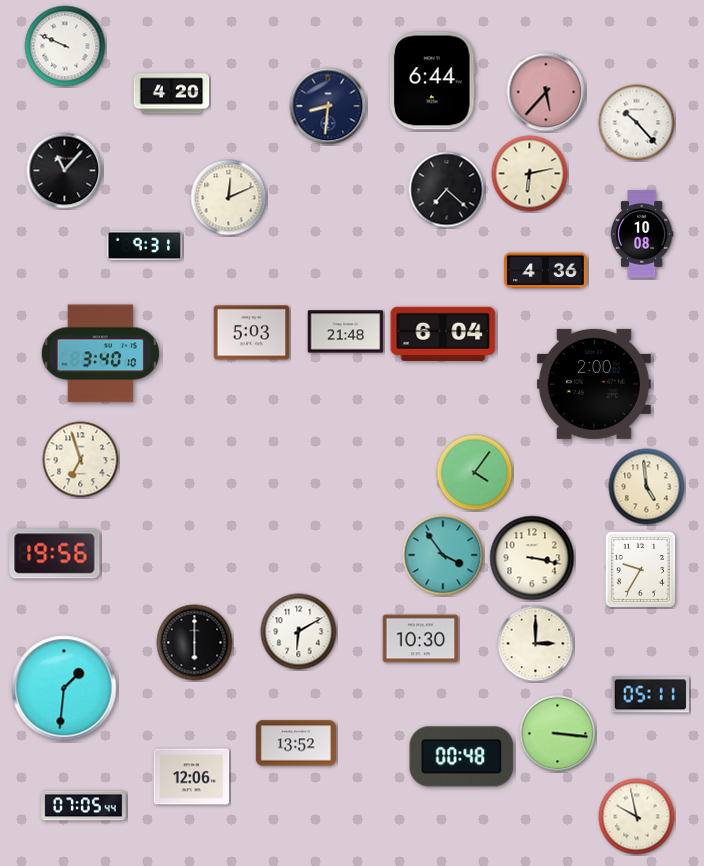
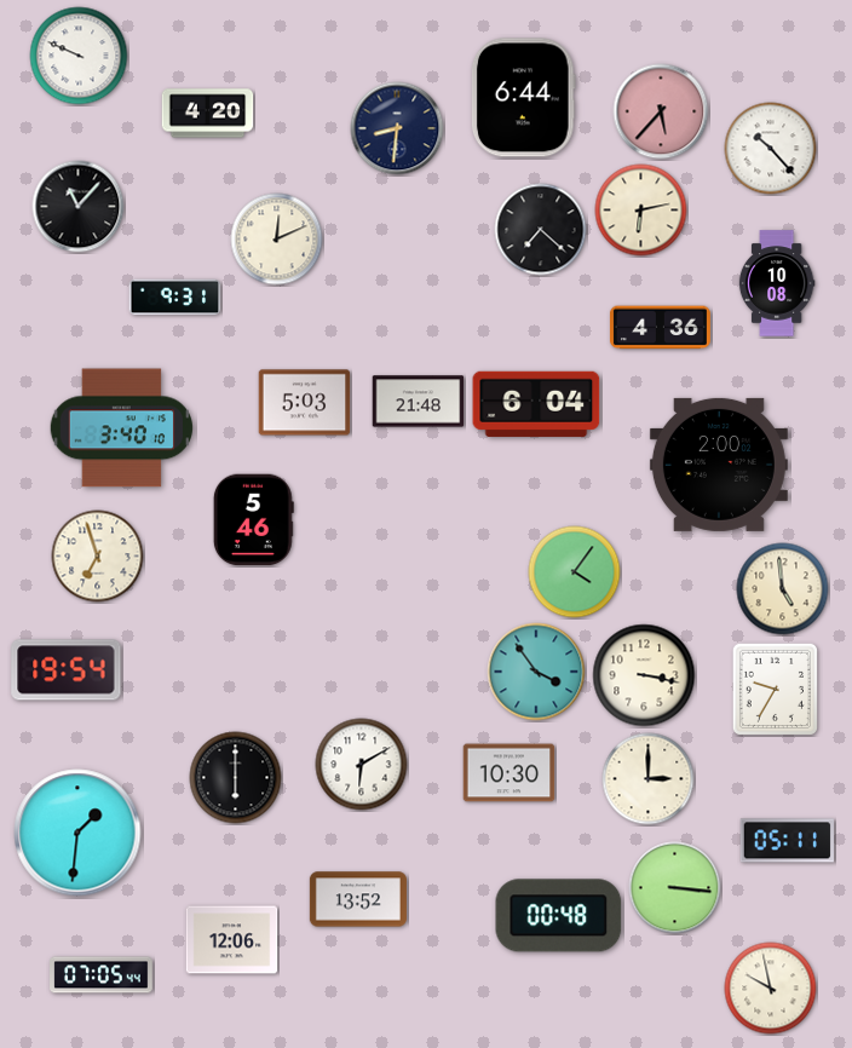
clock at (253, 520): none -> 5:46
clock at (55, 554): 19:56 -> 19:54
